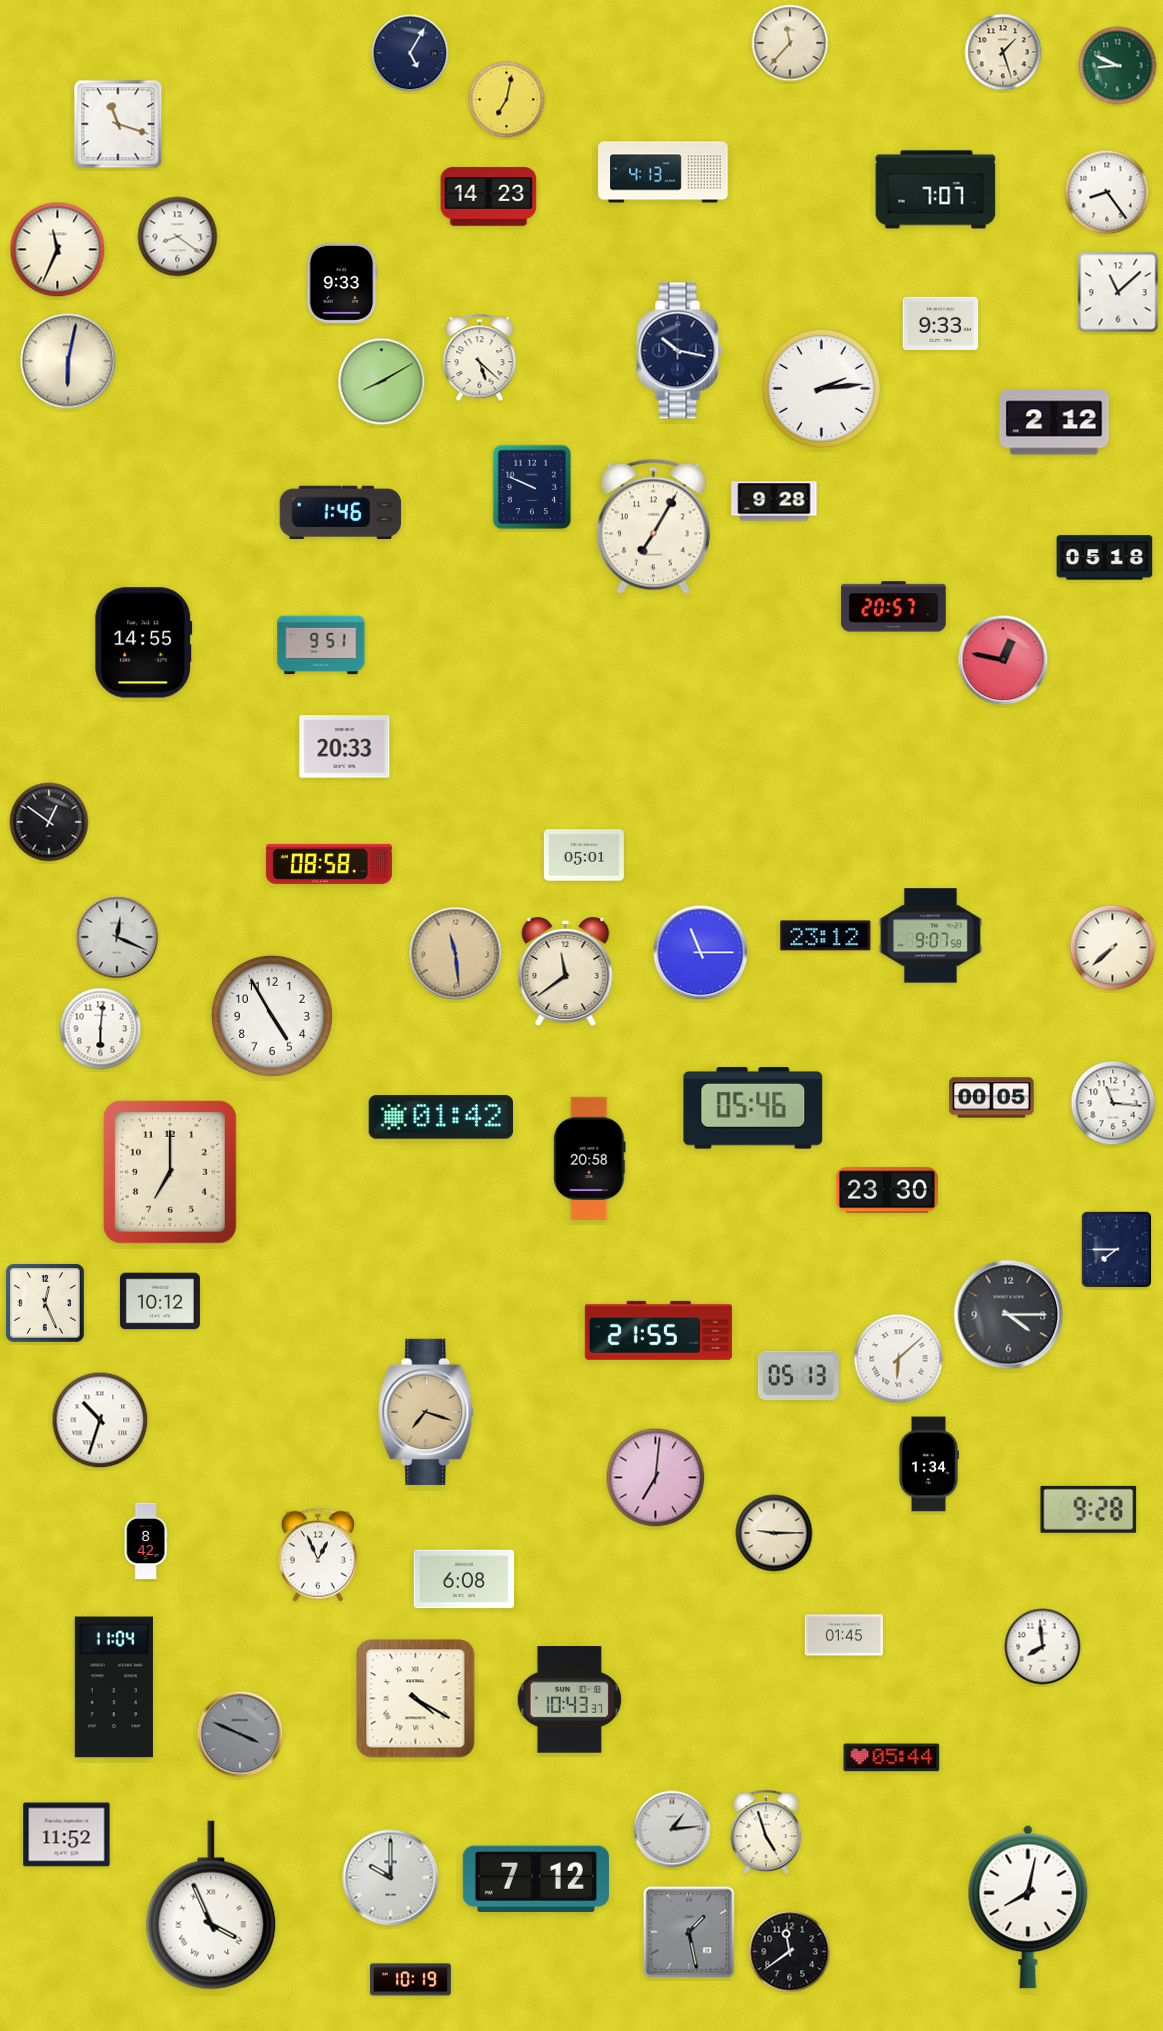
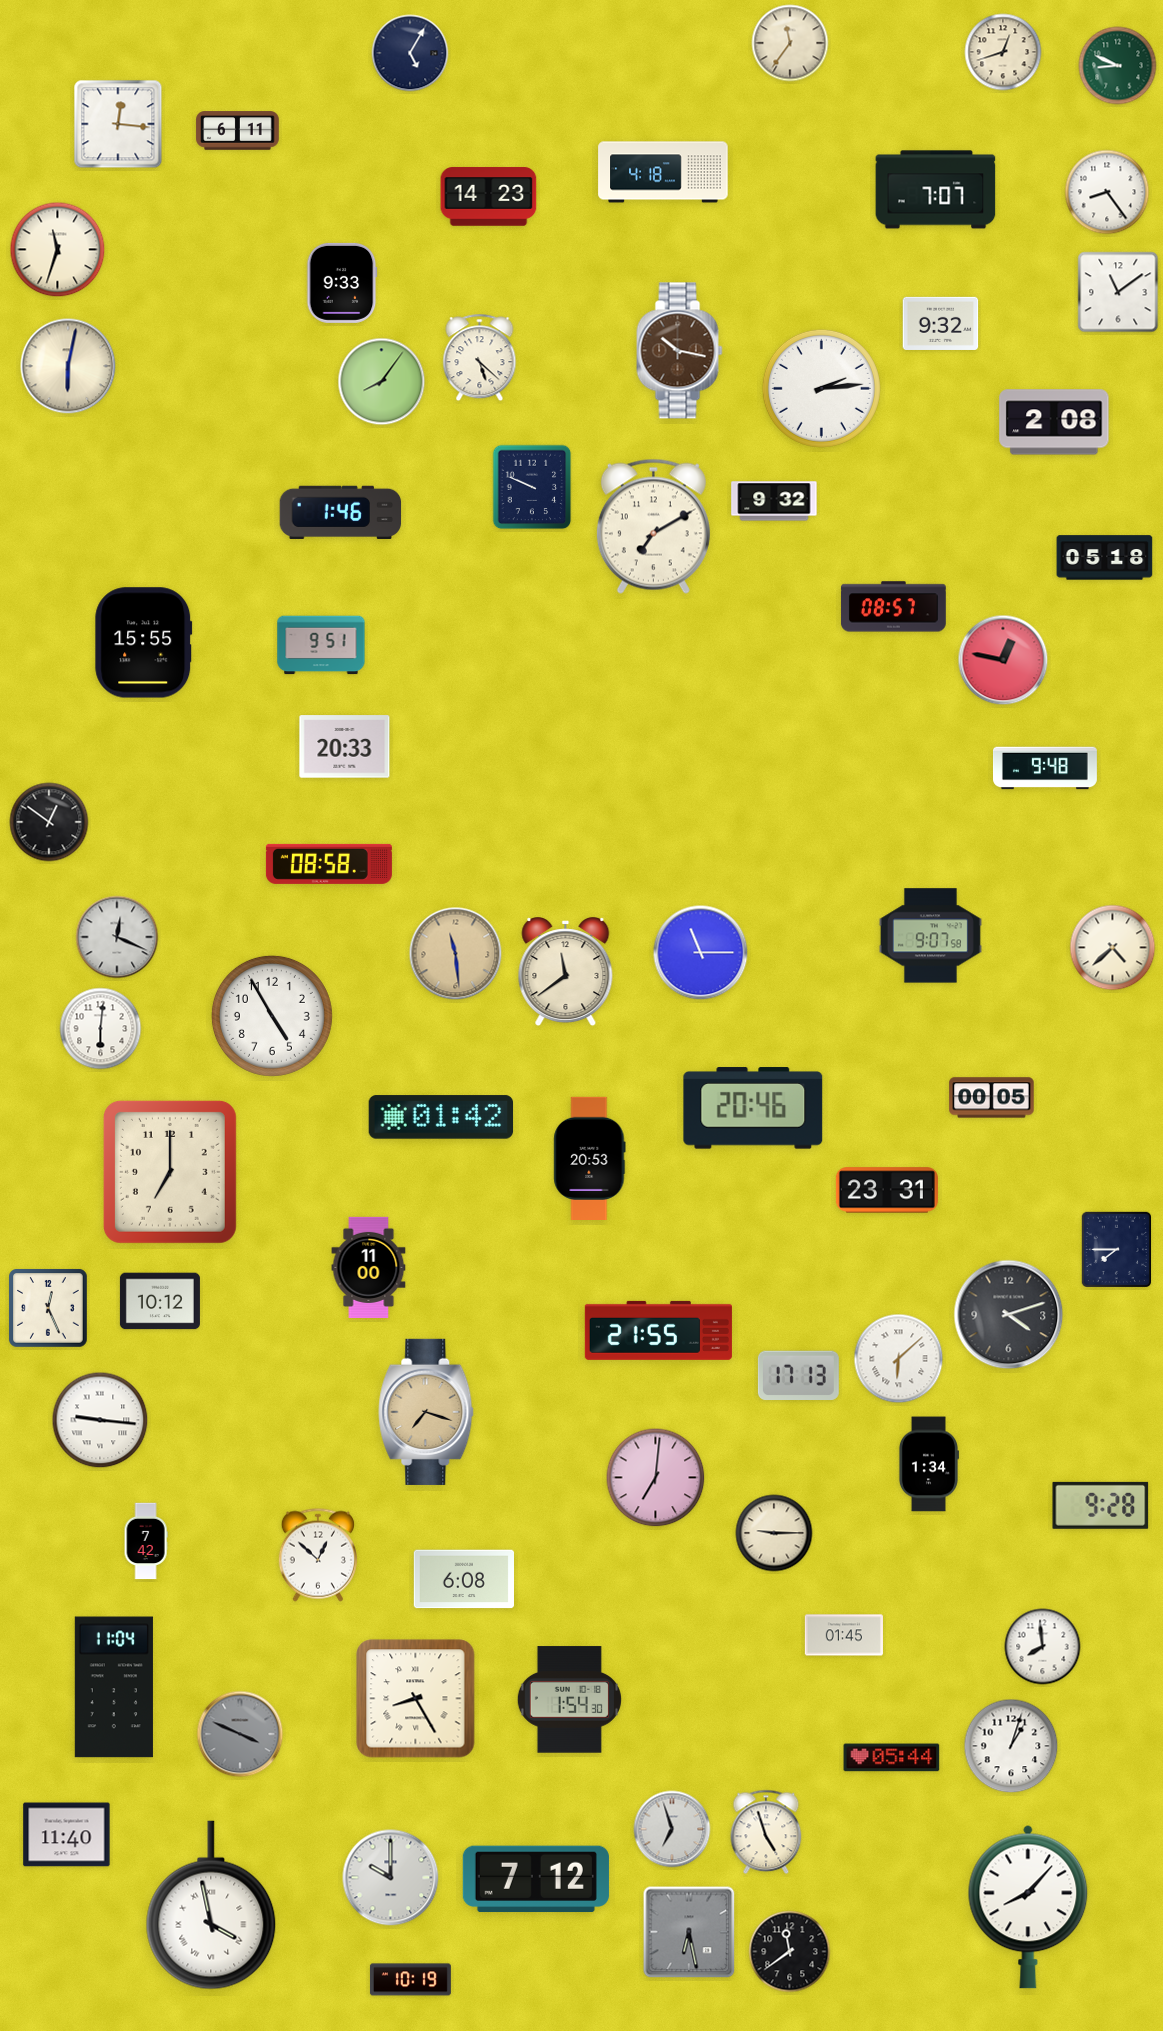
clock at (790, 43): 11:37 -> 11:36
clock at (1003, 52): 1:27 -> 12:42
clock at (507, 100): 7:02 -> none
clock at (118, 124): 11:18 -> 12:16
clock at (238, 131): none -> 6:11
clock at (663, 172): 4:13 -> 4:18
clock at (178, 237): 8:21 -> none
clock at (58, 250): 11:34 -> 11:33
clock at (1118, 292): 11:08 -> 11:09
clock at (941, 323): 9:33 -> 9:32
clock at (680, 351) dial: navy -> brown
clock at (68, 361) position: (68, 361) -> (68, 366)
clock at (382, 382): 8:10 -> 8:06
clock at (1054, 422): 2:12 -> 2:08
clock at (774, 501): 9:28 -> 9:32
clock at (653, 526): 7:05 -> 7:10
clock at (893, 607): 20:57 -> 08:57
clock at (144, 643): 14:55 -> 15:55
clock at (1046, 768): none -> 9:48
clock at (584, 855): 05:01 -> none
clock at (826, 936): 23:12 -> none
clock at (1113, 948): 7:38 -> 4:38
clock at (1113, 1103): 11:16 -> none
clock at (753, 1108): 05:46 -> 20:46
clock at (590, 1158): 20:58 -> 20:53
clock at (887, 1190): 23:30 -> 23:31
clock at (369, 1267): none -> 11:00
clock at (45, 1303) position: (45, 1303) -> (48, 1308)
clock at (1009, 1315): 4:15 -> 4:12
clock at (798, 1376): 05:13 -> 17:13
clock at (100, 1420): 10:33 -> 9:16
clock at (1089, 1509) position: (1089, 1509) -> (1101, 1505)
clock at (146, 1541): 8:42 -> 7:42
clock at (318, 1555): 12:56 -> 12:52
clock at (416, 1699): 4:20 -> 8:25
clock at (569, 1700): 10:43 -> 1:54
clock at (1011, 1746): none -> 1:03
clock at (672, 1829): 1:14 -> 6:57
clock at (67, 1835): 11:52 -> 11:40
clock at (211, 1905): 3:56 -> 3:58
clock at (1028, 1907): 8:02 -> 8:07
clock at (689, 1932): 1:28 -> 6:28
